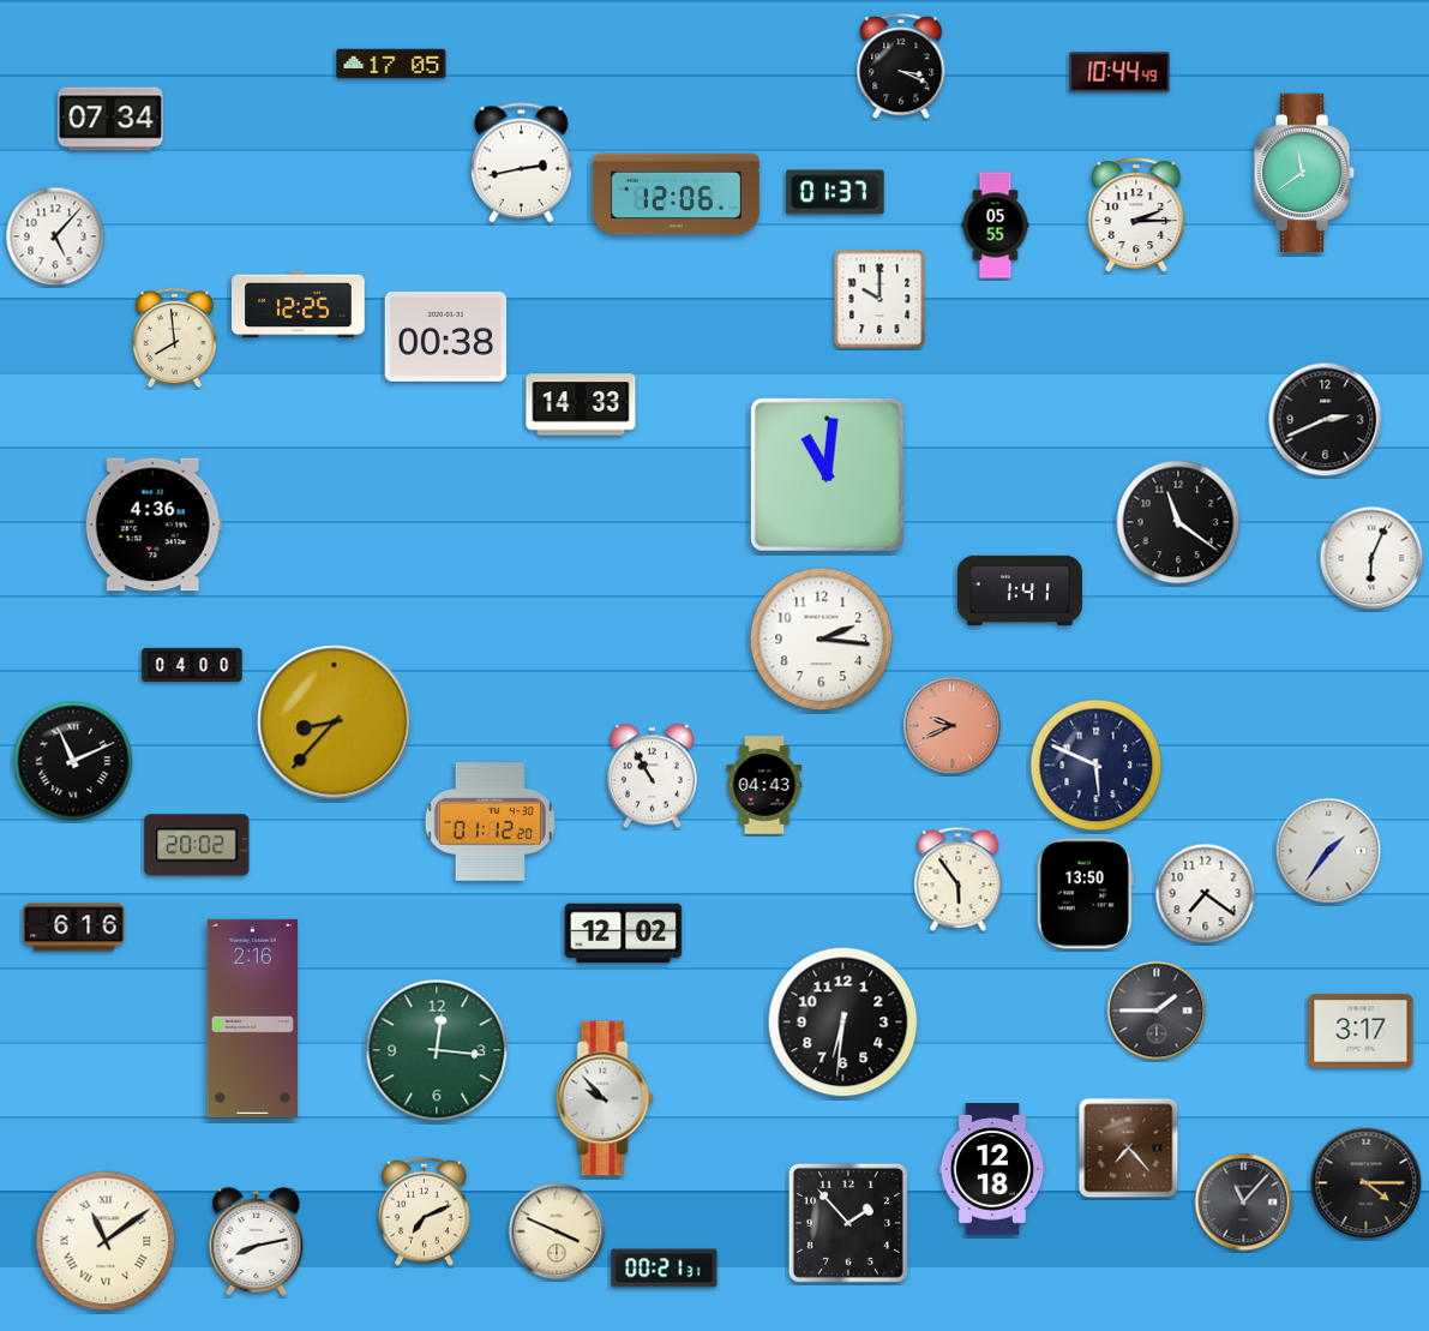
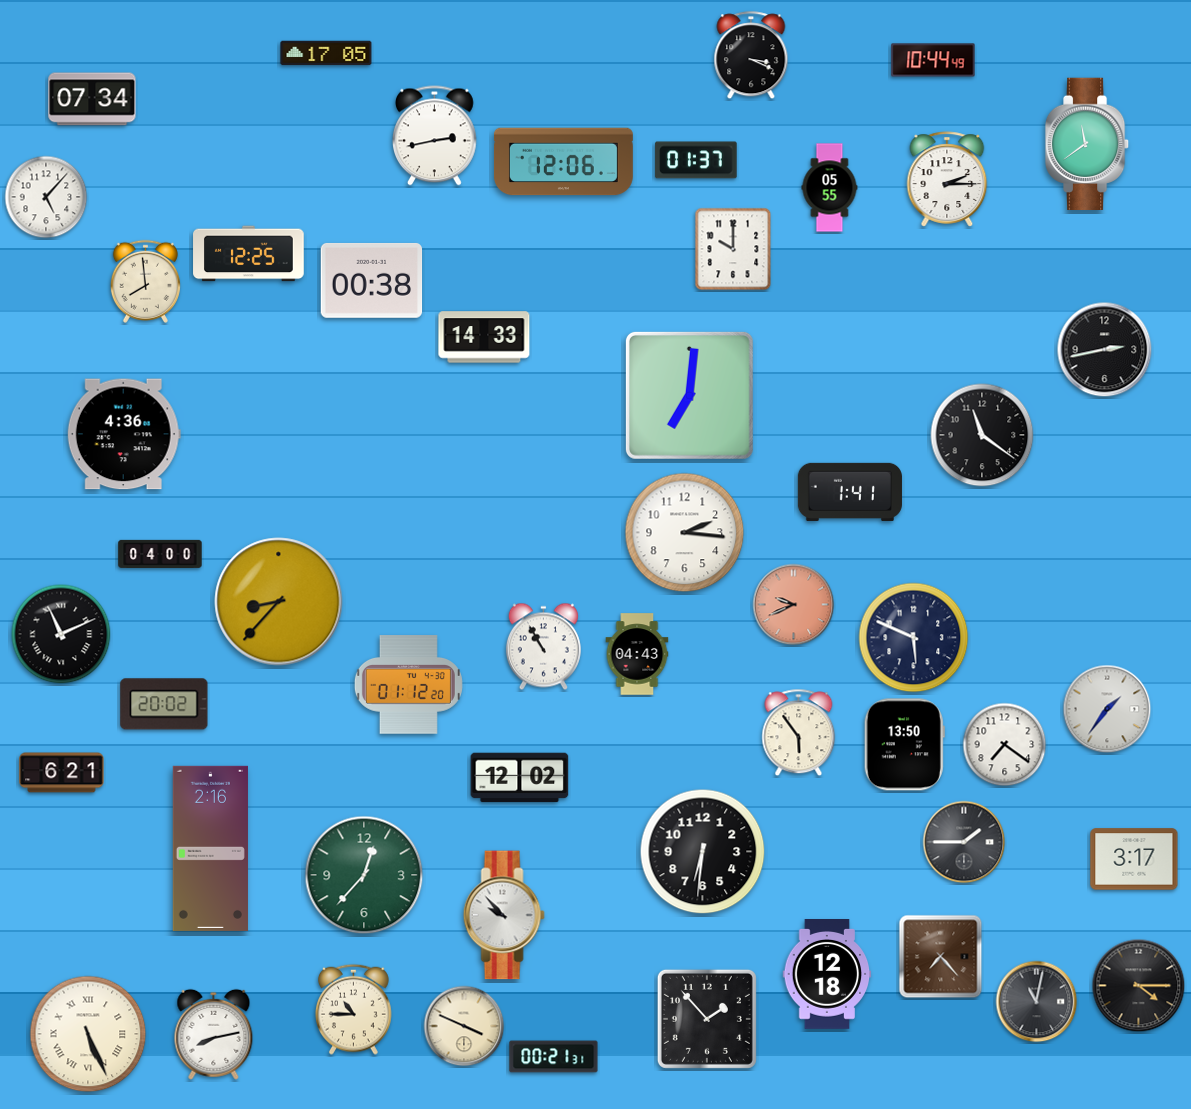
clock at (1326, 420): 2:41 -> 2:43
clock at (827, 474): 11:01 -> 7:01
clock at (154, 524) position: (154, 524) -> (124, 434)
clock at (1371, 558): 6:04 -> none
clock at (74, 928): 6:16 -> 6:21
clock at (437, 1050): 12:16 -> 12:37
clock at (1244, 1203): 11:07 -> 11:02
clock at (425, 1211): 7:11 -> 10:45
clock at (106, 1241): 11:09 -> 5:26
